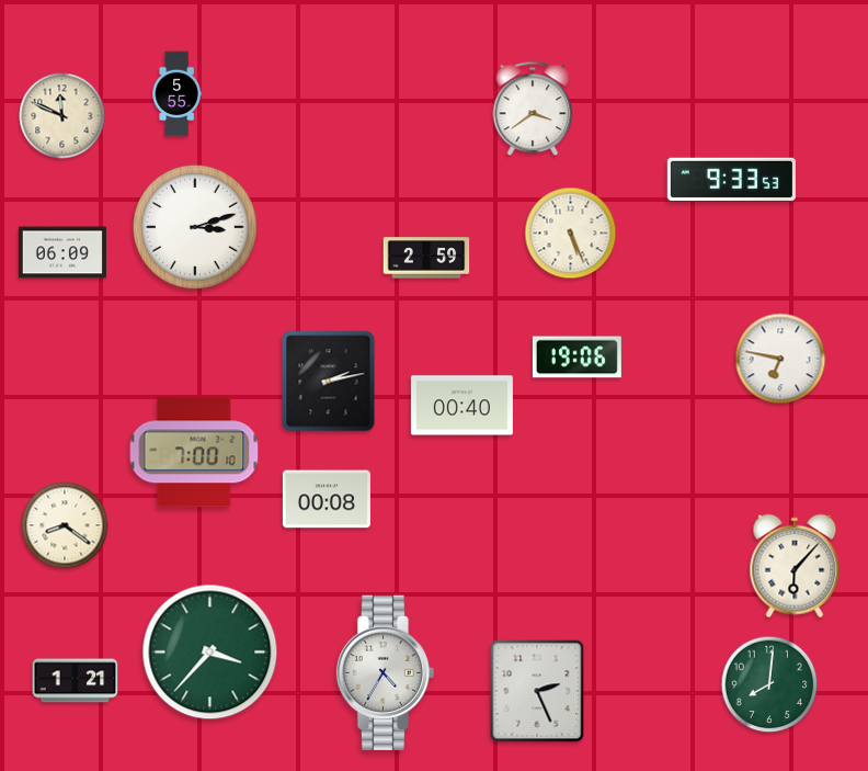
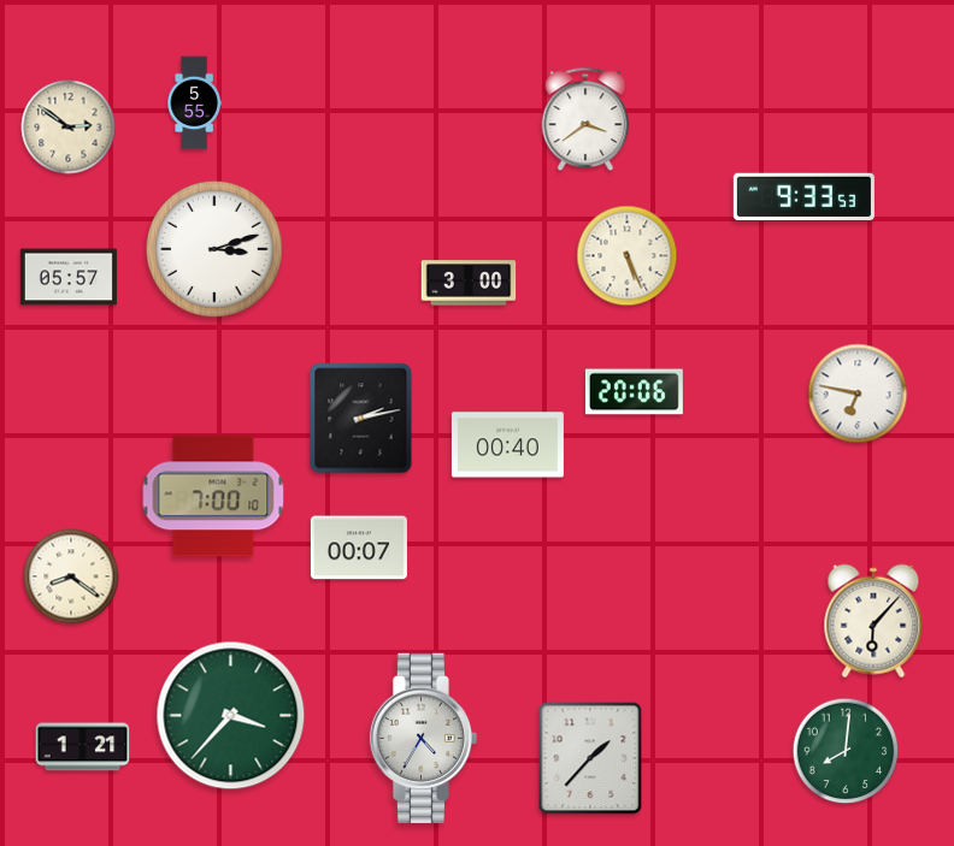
clock at (62, 116): 11:49 -> 2:51
clock at (62, 252): 06:09 -> 05:57
clock at (426, 258): 2:59 -> 3:00
clock at (576, 358): 19:06 -> 20:06
clock at (327, 499): 00:08 -> 00:07
clock at (537, 691): 2:26 -> 1:37
